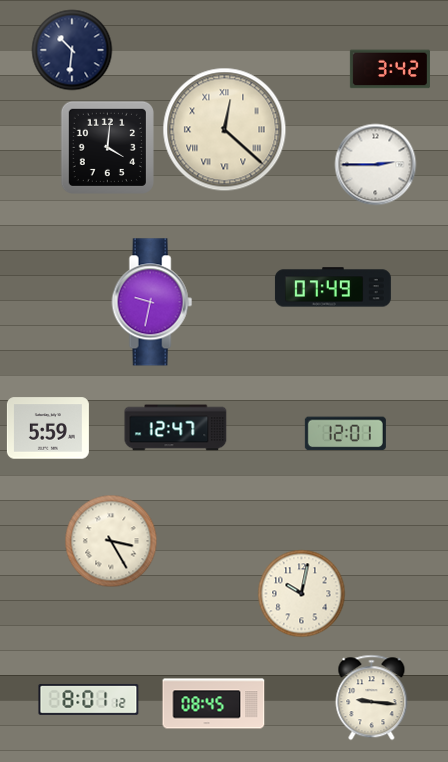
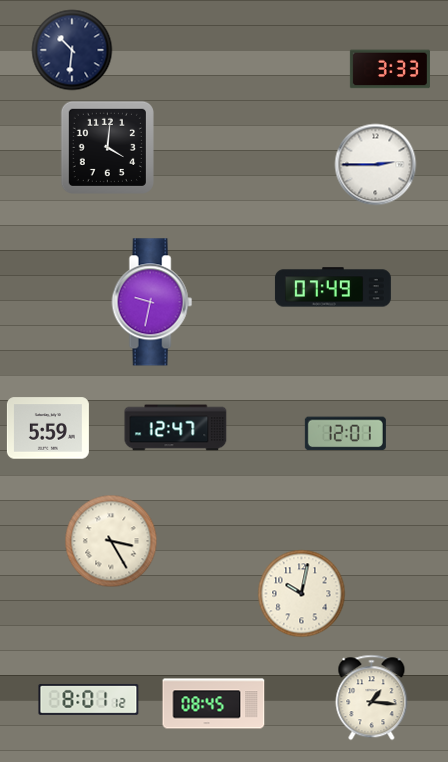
clock at (390, 69): 3:42 -> 3:33
clock at (225, 130): 12:22 -> none
clock at (372, 698): 9:16 -> 1:16
